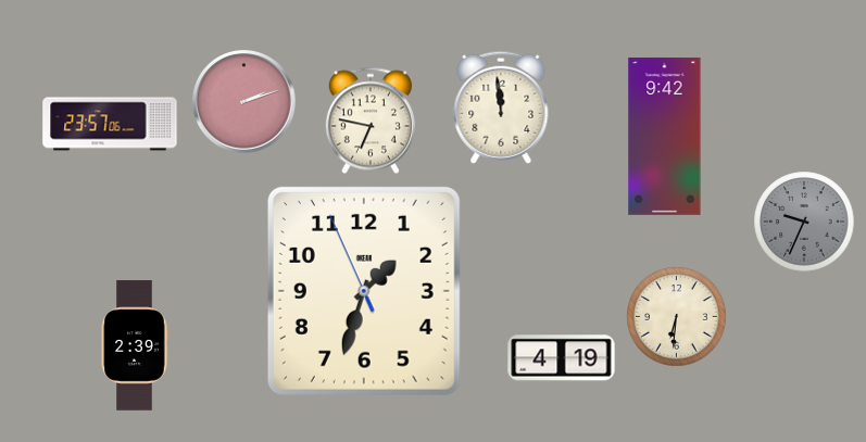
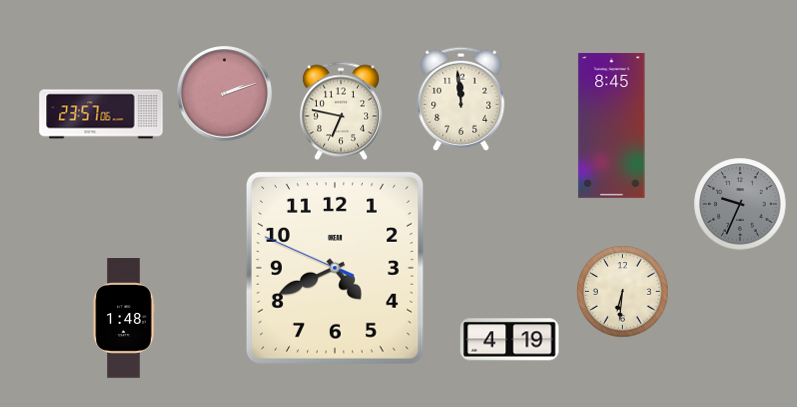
clock at (665, 136): 9:42 -> 8:45
clock at (364, 291): 1:32 -> 4:40
clock at (135, 345): 2:39 -> 1:48
clock at (562, 358) position: (562, 358) -> (510, 340)
